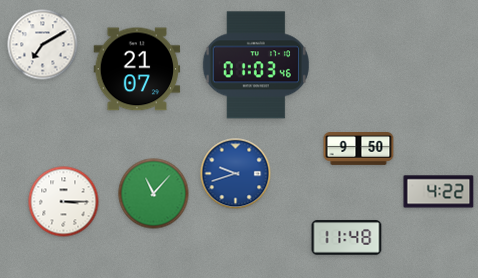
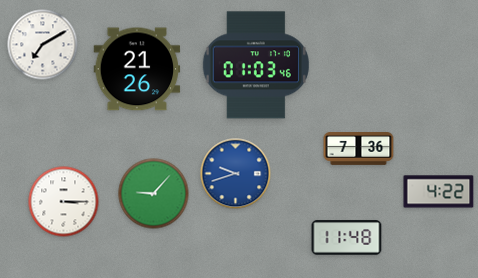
clock at (137, 69): 21:07 -> 21:26
clock at (359, 149): 9:50 -> 7:36
clock at (154, 194): 11:07 -> 9:07
